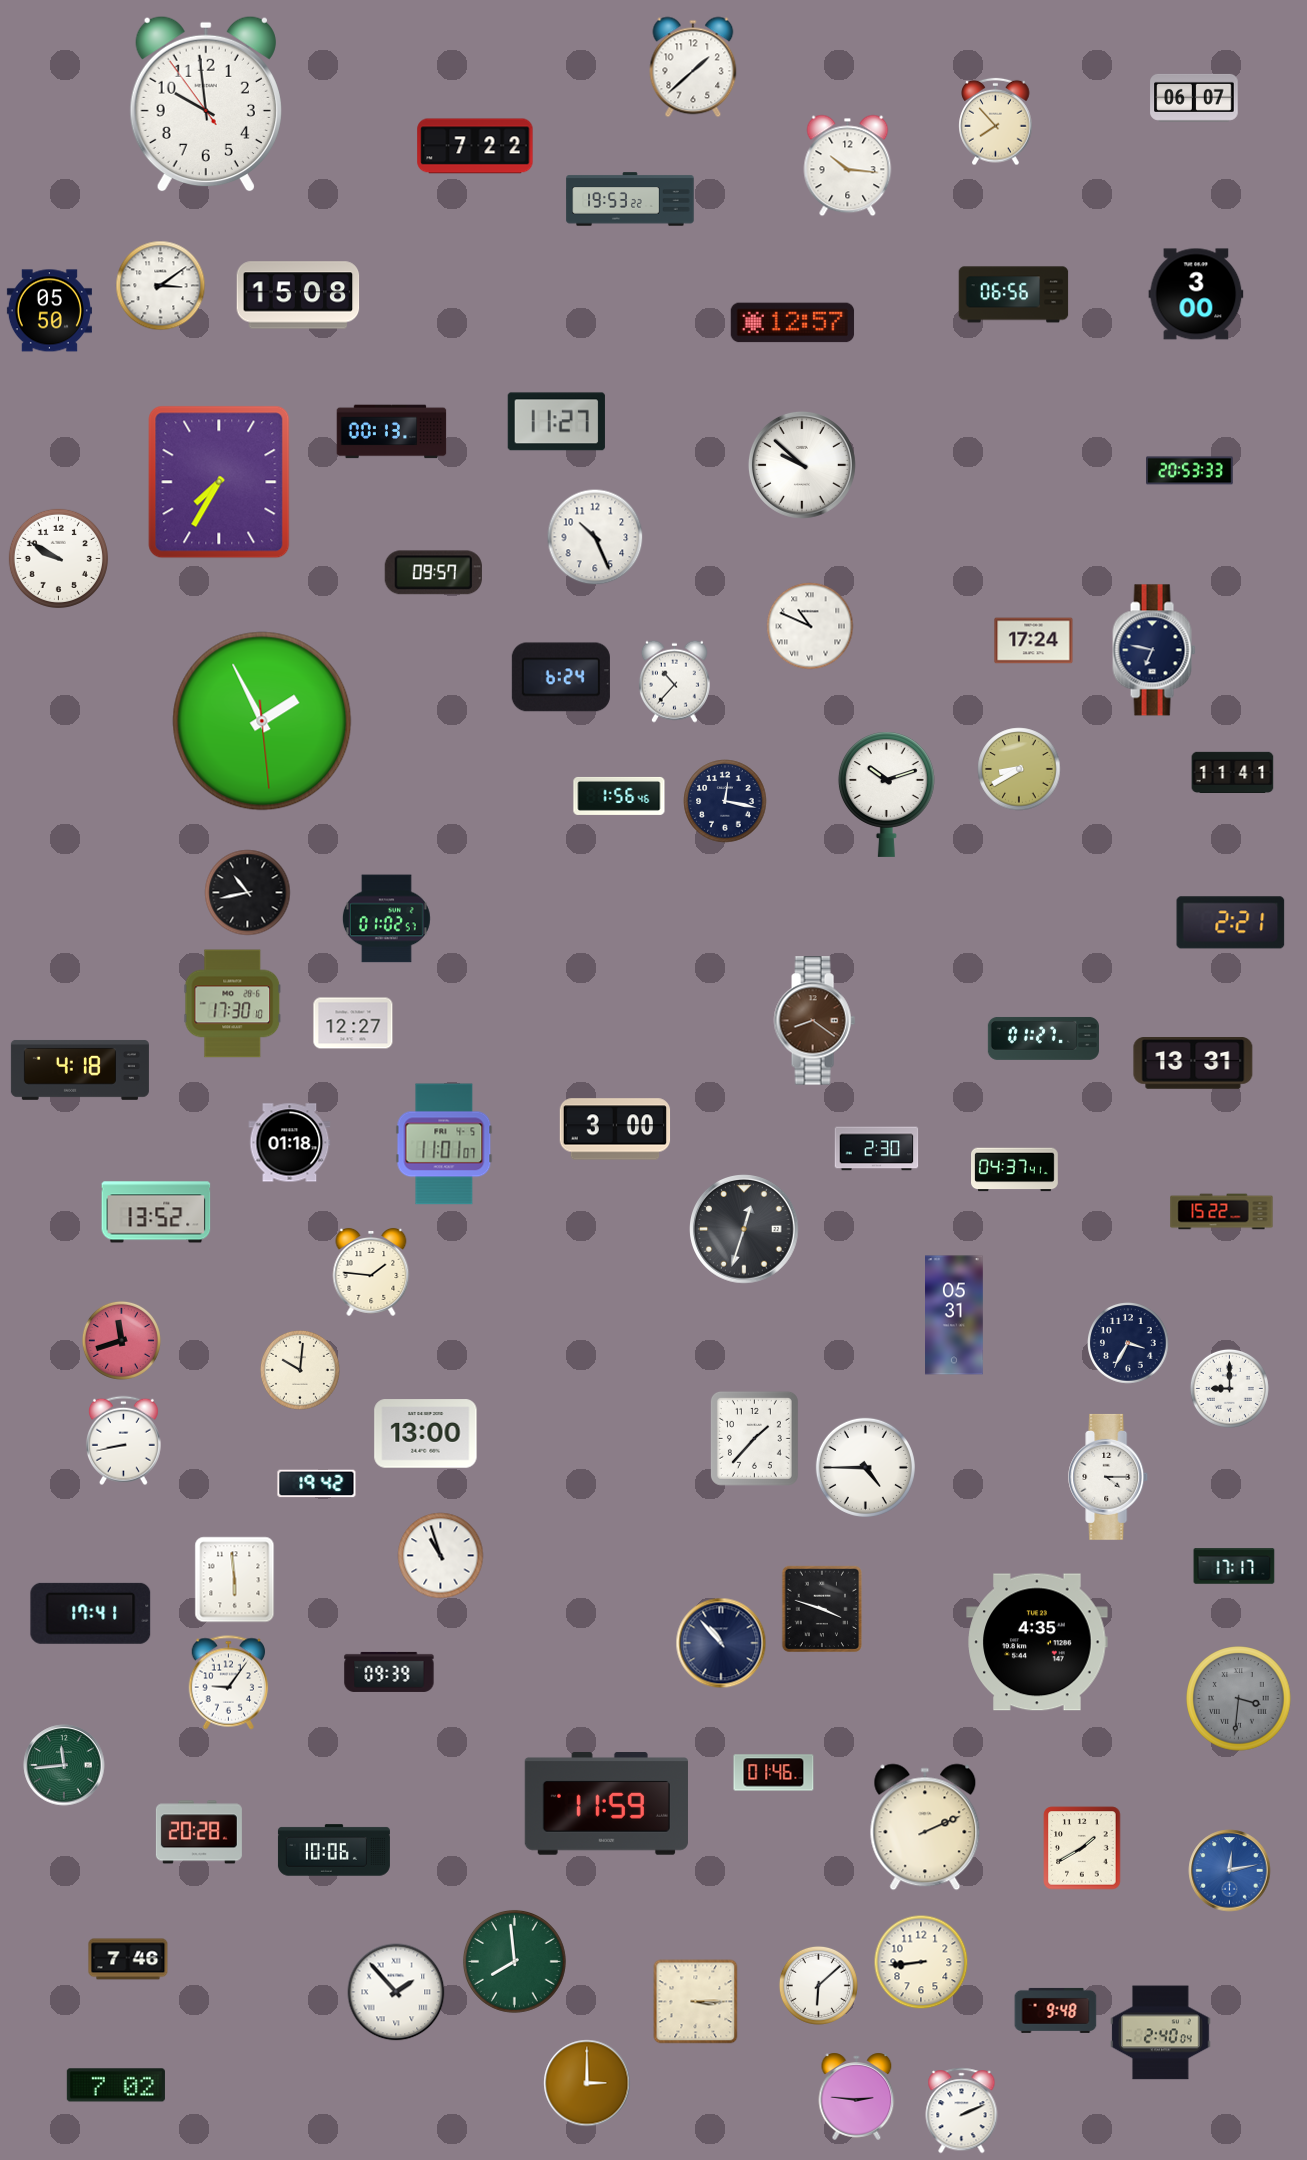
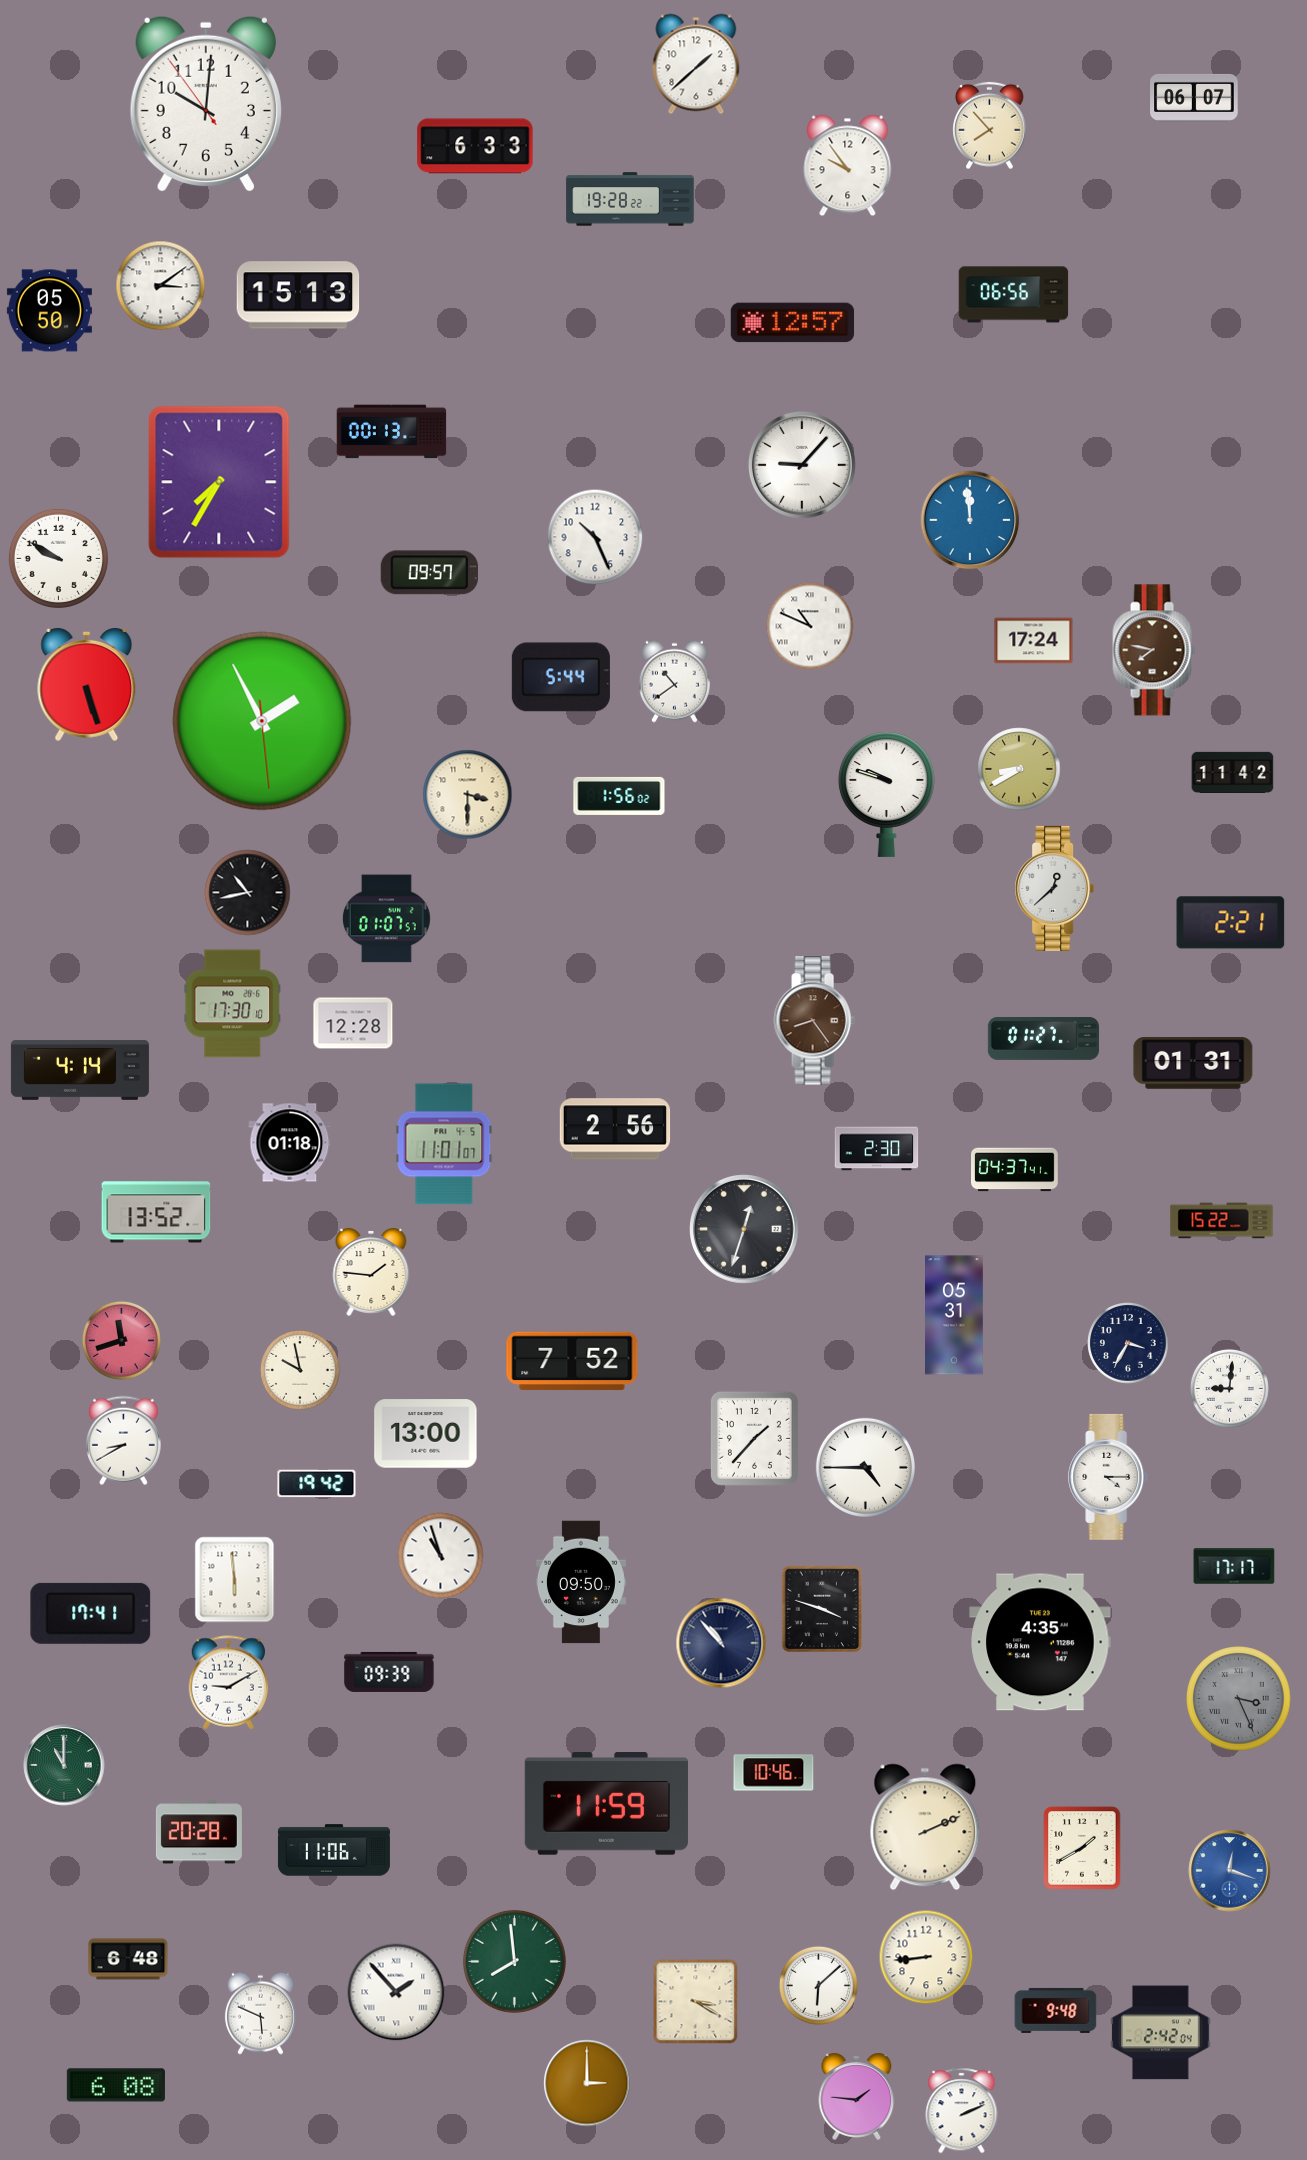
clock at (693, 67) position: (693, 67) -> (696, 64)
clock at (206, 104): 9:58 -> 10:00
clock at (996, 122) position: (996, 122) -> (990, 126)
clock at (475, 146): 7:22 -> 6:33
clock at (848, 166): 10:16 -> 9:54
clock at (630, 199): 19:53 -> 19:28
clock at (1196, 294): 3:00 -> none
clock at (298, 295): 15:08 -> 15:13
clock at (556, 422): 11:27 -> none
clock at (802, 465): 9:52 -> 9:07
clock at (1190, 471): 20:53 -> none
clock at (970, 520): none -> 11:59
clock at (433, 573) position: (433, 573) -> (429, 573)
clock at (1154, 650): 6:47 -> 7:47
clock at (1154, 650) dial: navy -> brown
clock at (561, 677): 6:24 -> 5:44
clock at (674, 681): 10:37 -> 10:39
clock at (87, 684): none -> 5:27
clock at (1233, 772): 11:41 -> 11:42
clock at (886, 794): 10:12 -> 9:48
clock at (468, 795): none -> 3:30
clock at (619, 796): 1:56:46 -> 1:56:02
clock at (725, 801): 12:17 -> none
clock at (1055, 888): none -> 12:38
clock at (386, 919): 01:02 -> 01:07
clock at (814, 1021): 8:21 -> 8:24
clock at (353, 1023): 12:27 -> 12:28
clock at (1193, 1064): 13:31 -> 01:31
clock at (80, 1070): 4:18 -> 4:14
clock at (615, 1129): 3:00 -> 2:56
clock at (1222, 1212) position: (1222, 1212) -> (1222, 1221)
clock at (572, 1361): none -> 7:52
clock at (300, 1370): 10:01 -> 9:58
clock at (1229, 1388): 9:00 -> 9:01
clock at (123, 1441): 8:43 -> 8:40
clock at (581, 1582): none -> 09:50
clock at (1037, 1642) position: (1037, 1642) -> (1040, 1642)
clock at (229, 1683): 9:06 -> 9:10
clock at (1239, 1699): 3:31 -> 3:26
clock at (64, 1765): 11:44 -> 11:00
clock at (774, 1773): 01:46 -> 10:46
clock at (334, 1850): 10:06 -> 11:06
clock at (1230, 1871): 12:13 -> 12:18
clock at (128, 1959): 7:46 -> 6:48
clock at (921, 1962) position: (921, 1962) -> (926, 1957)
clock at (696, 2002): 3:15 -> 3:20
clock at (260, 2013): none -> 5:49
clock at (1161, 2033): 2:40 -> 2:42
clock at (116, 2085): 7:02 -> 6:08
clock at (857, 2096): 2:46 -> 1:46
